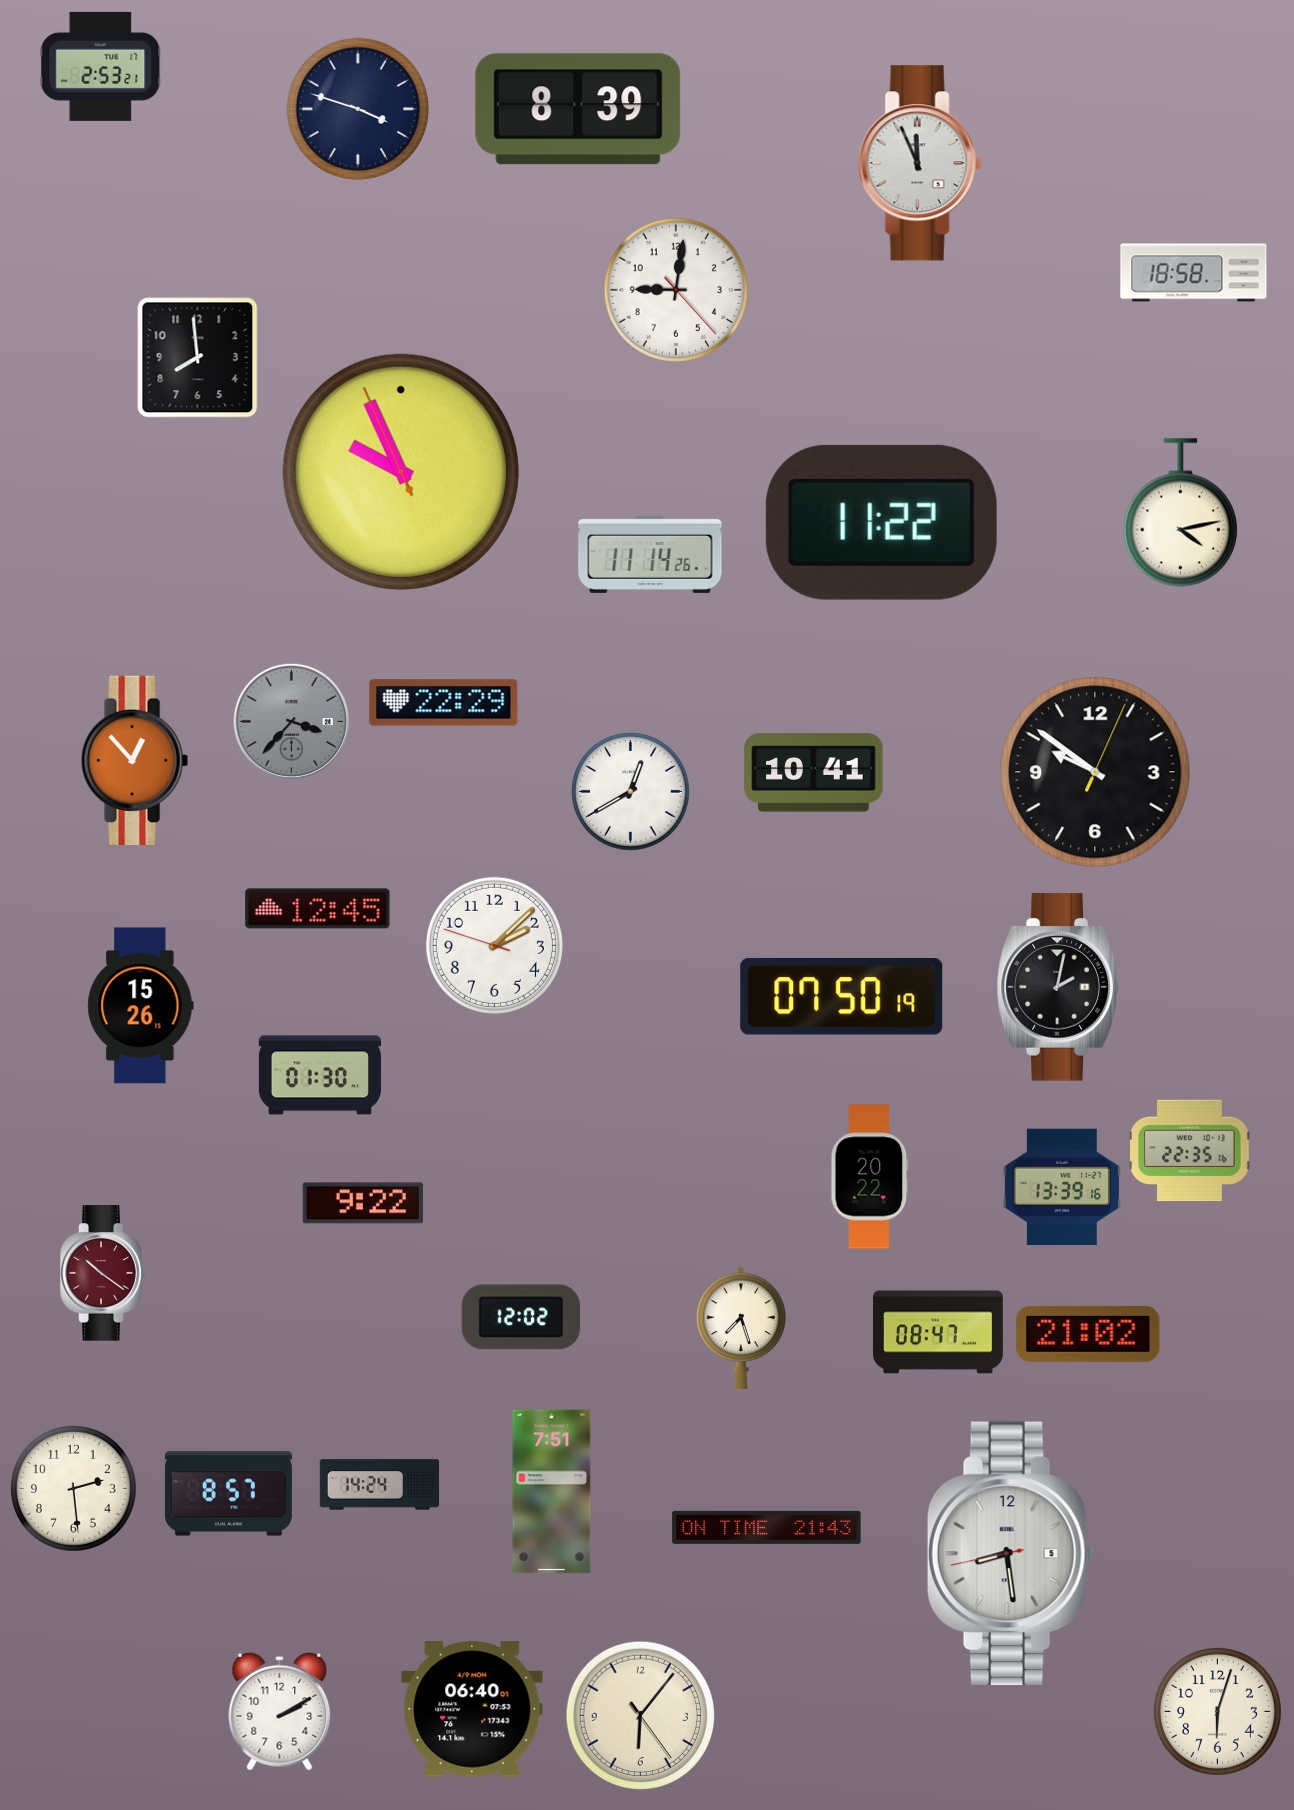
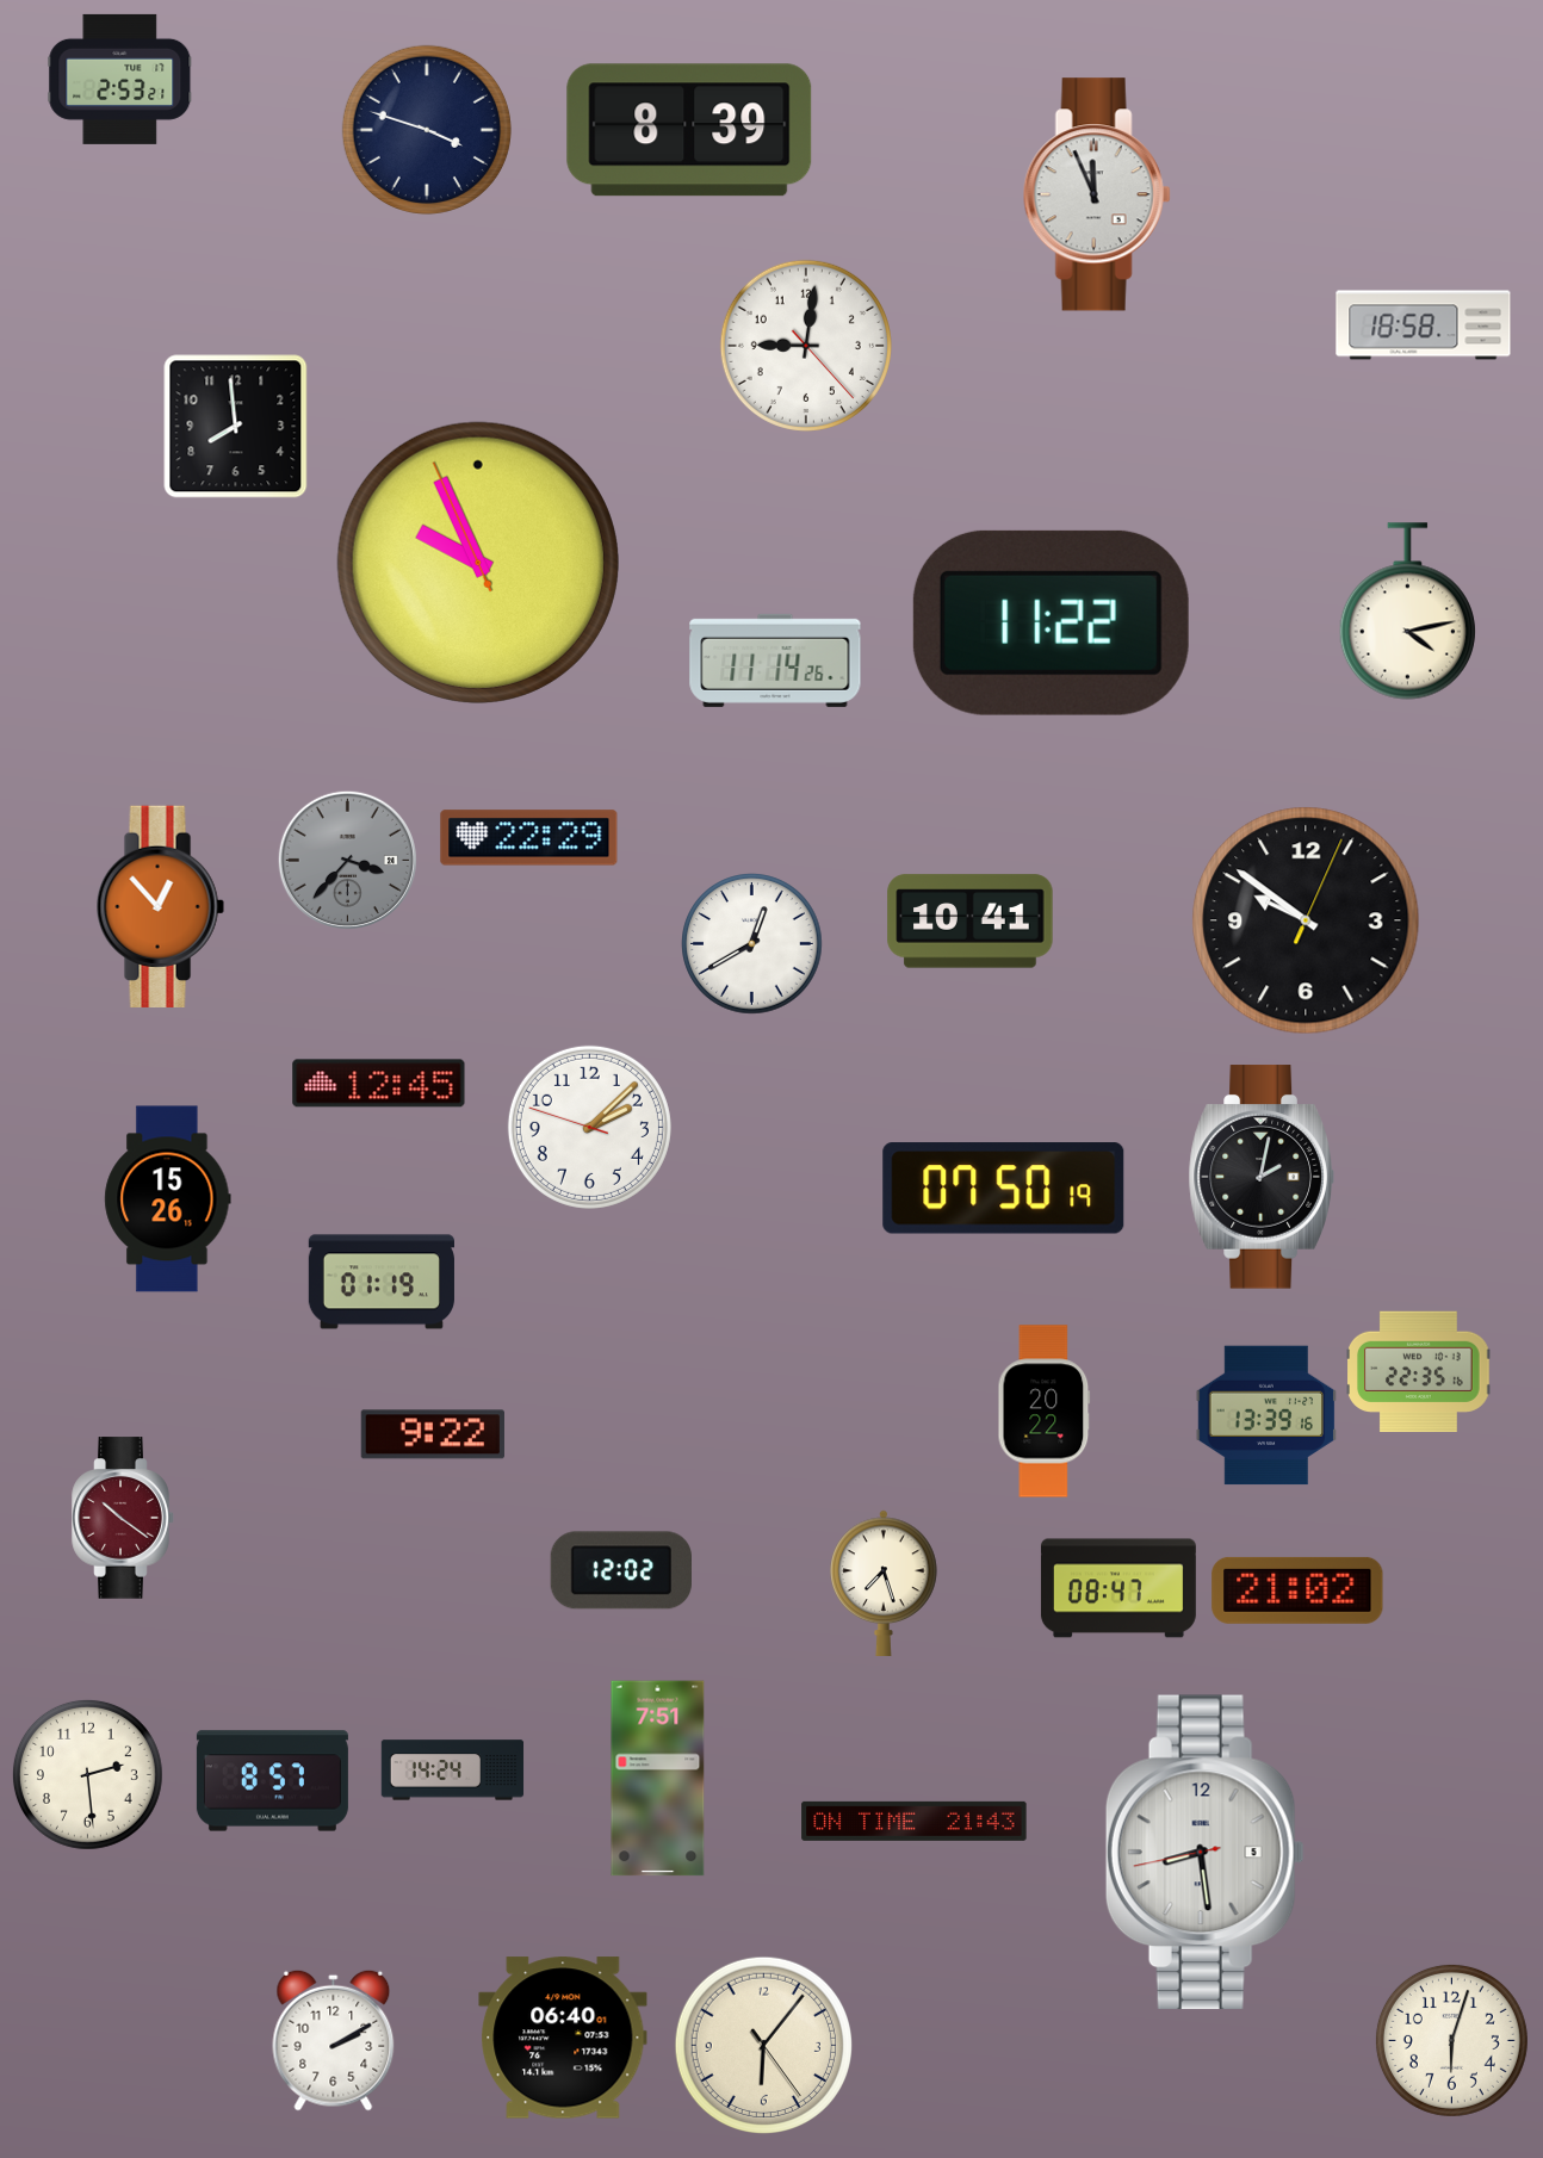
clock at (320, 1075): 01:30 -> 01:19
clock at (870, 1177) position: (870, 1177) -> (1045, 1412)
